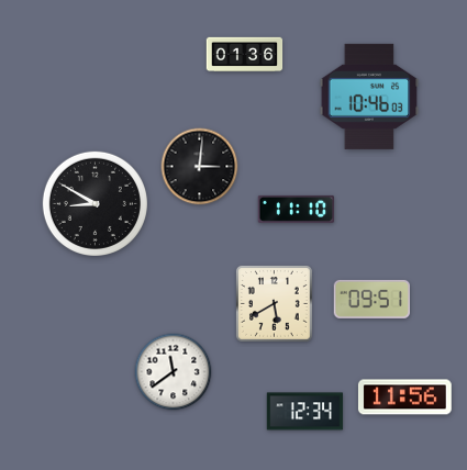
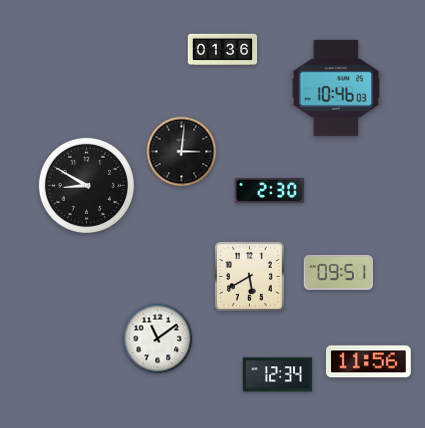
clock at (297, 209): 11:10 -> 2:30
clock at (174, 372): 11:39 -> 11:09
